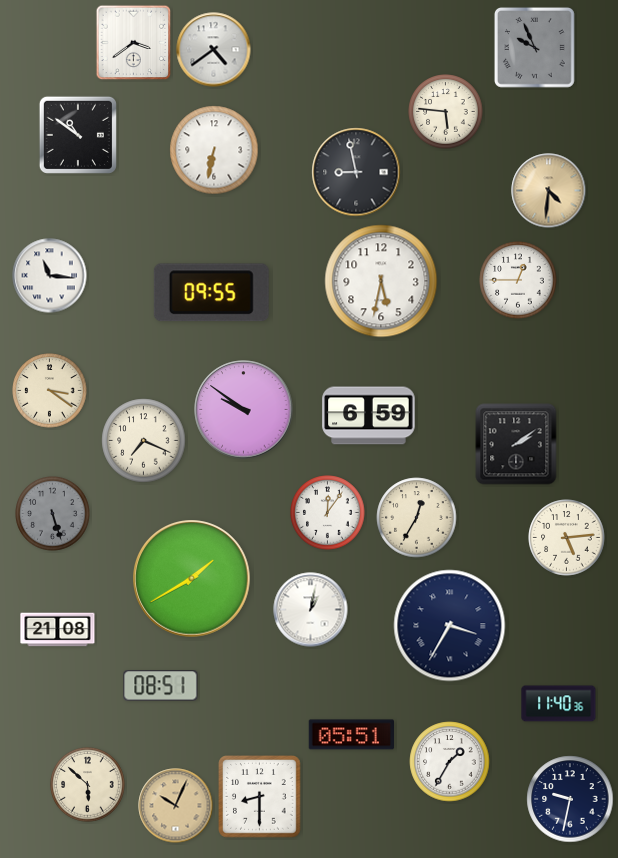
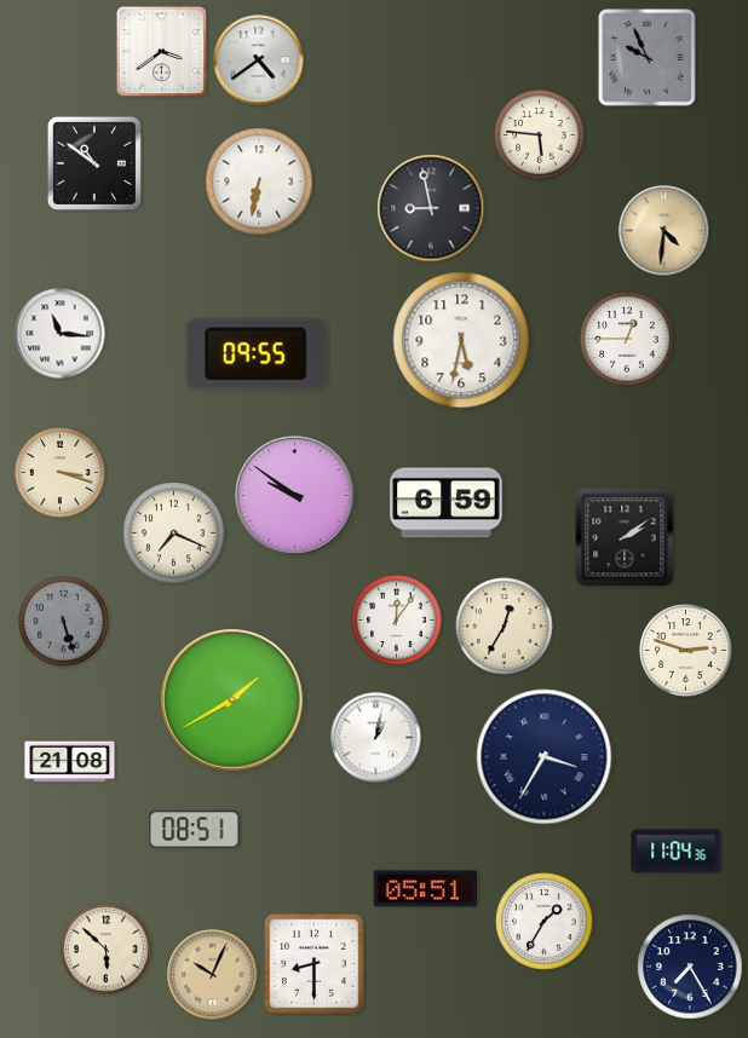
clock at (50, 391): 3:21 -> 3:18
clock at (567, 538): 5:14 -> 2:48
clock at (559, 704): 11:40 -> 11:04
clock at (570, 799): 9:32 -> 7:25
